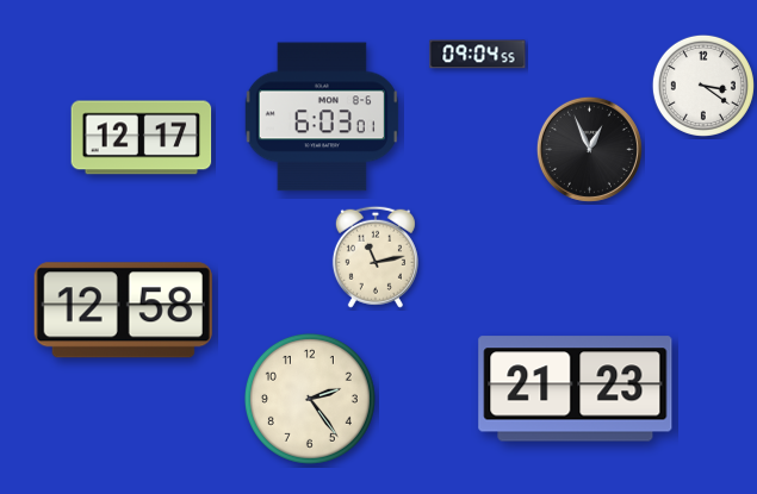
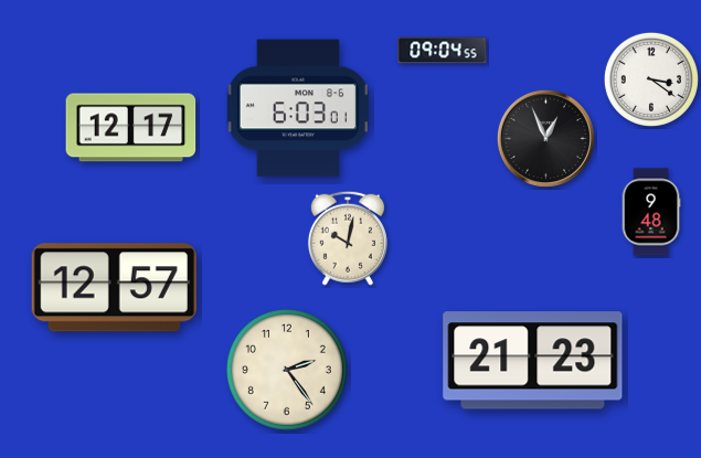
clock at (651, 212): none -> 9:48
clock at (376, 257): 11:13 -> 10:02
clock at (123, 311): 12:58 -> 12:57
